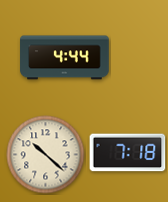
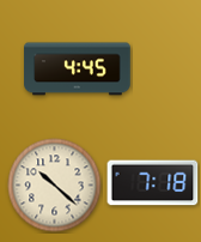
clock at (65, 58): 4:44 -> 4:45
